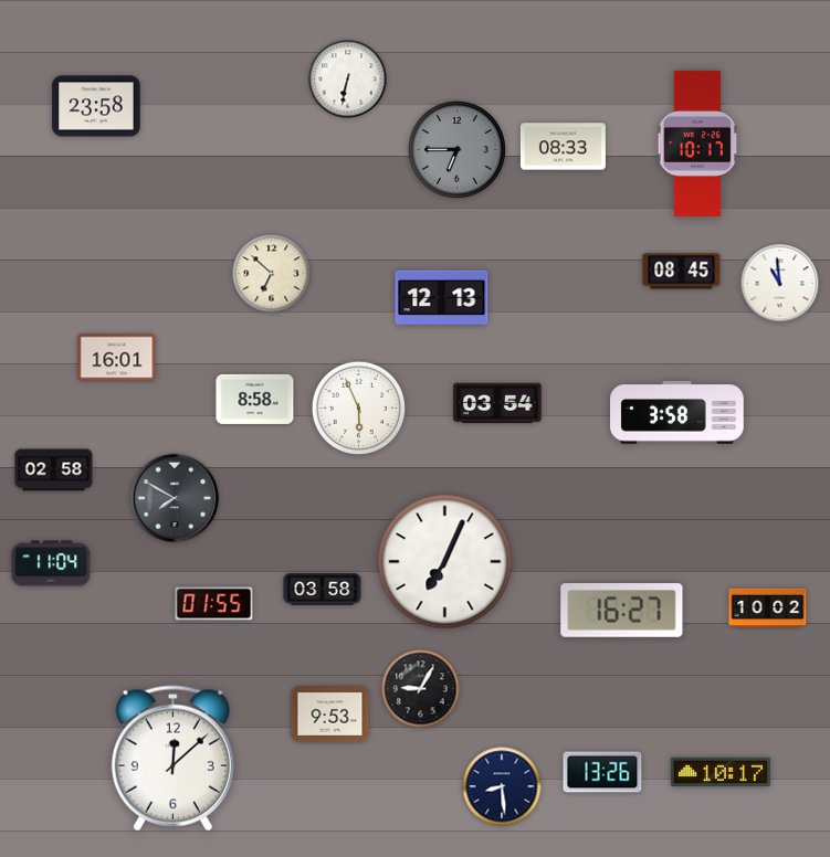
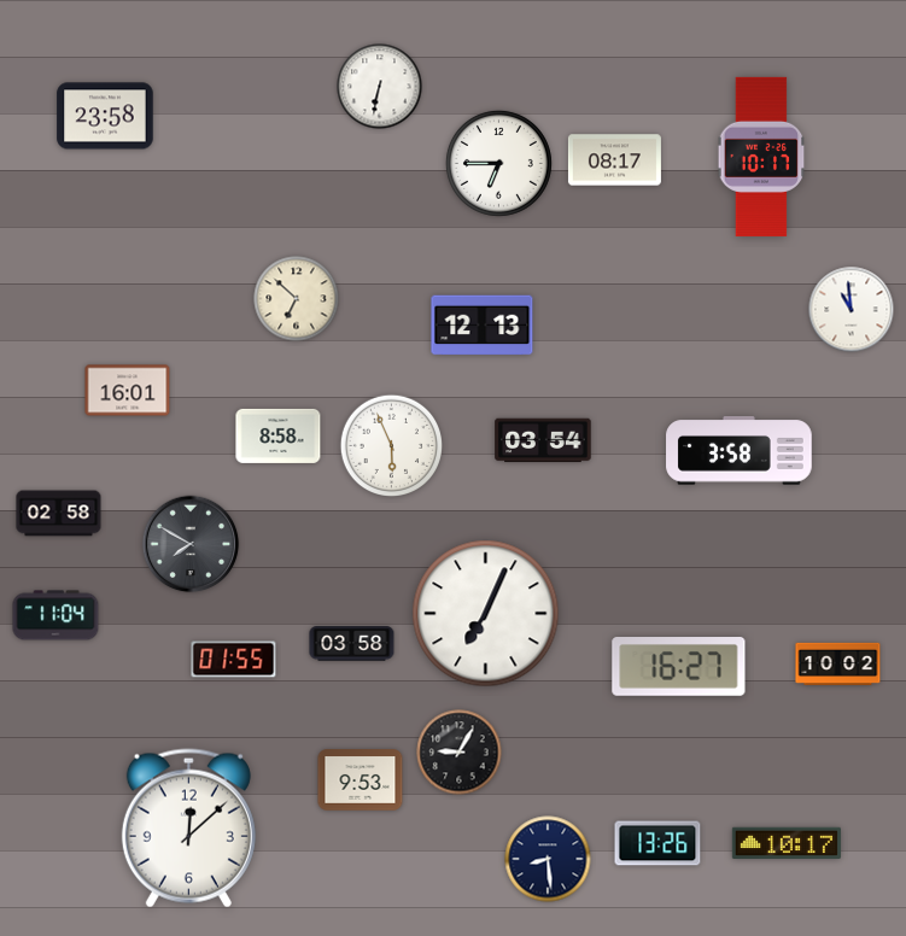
clock at (563, 147): 08:33 -> 08:17
clock at (456, 149) dial: grey -> white
clock at (682, 272): 08:45 -> none
